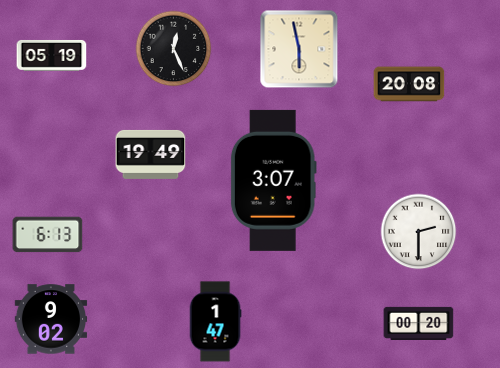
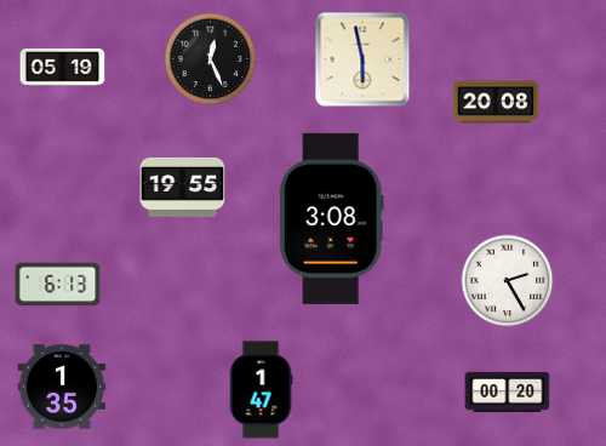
clock at (151, 154): 19:49 -> 19:55
clock at (273, 180): 3:07 -> 3:08
clock at (419, 232): 2:30 -> 2:25
clock at (51, 319): 9:02 -> 1:35
